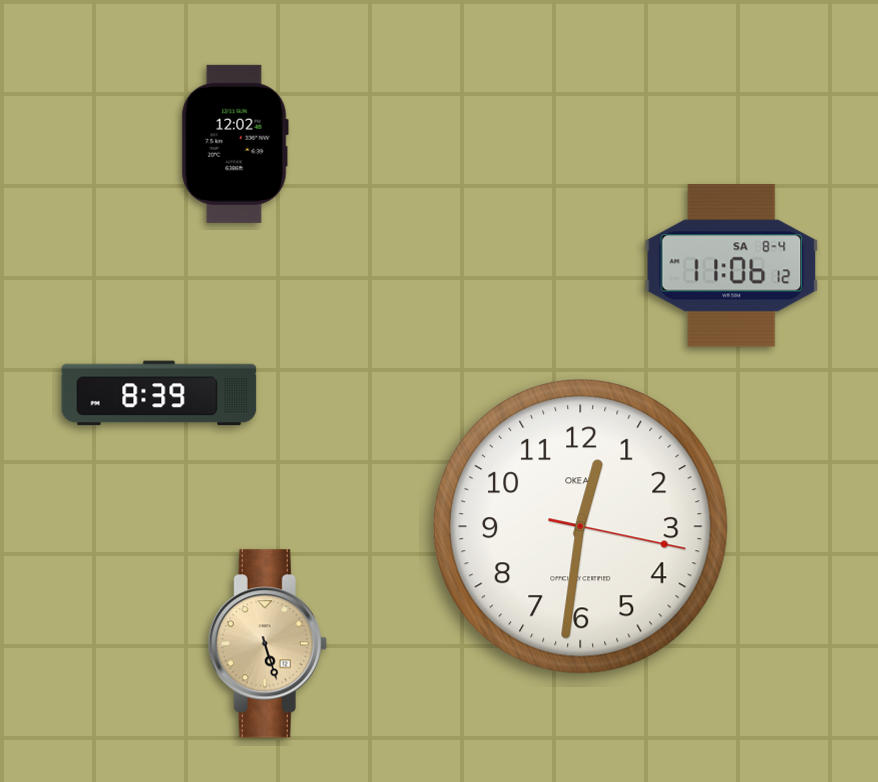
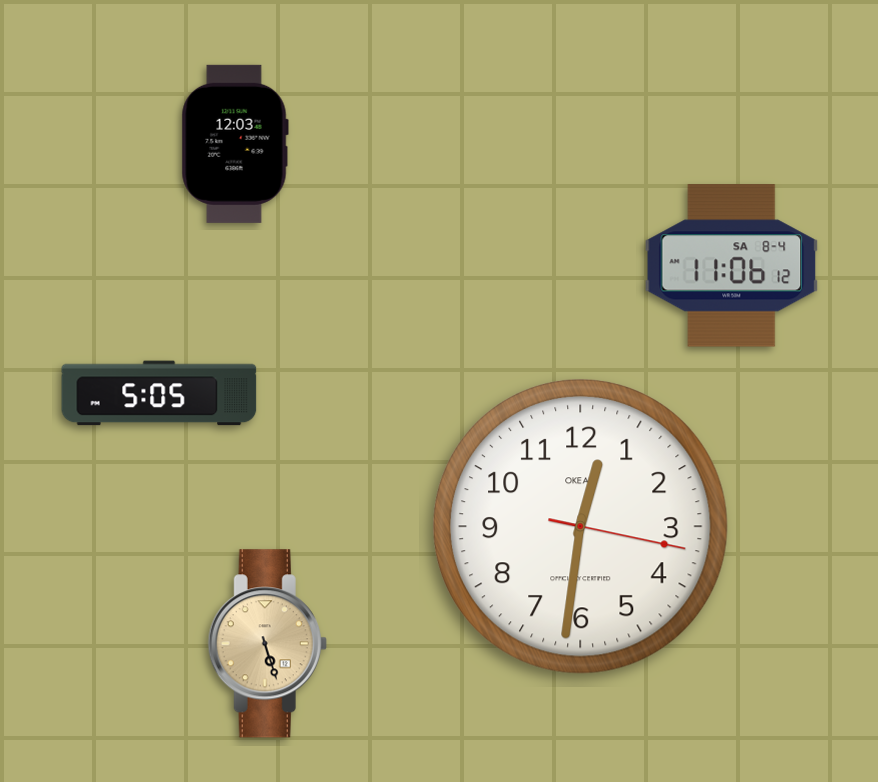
clock at (235, 144): 12:02 -> 12:03
clock at (159, 393): 8:39 -> 5:05
